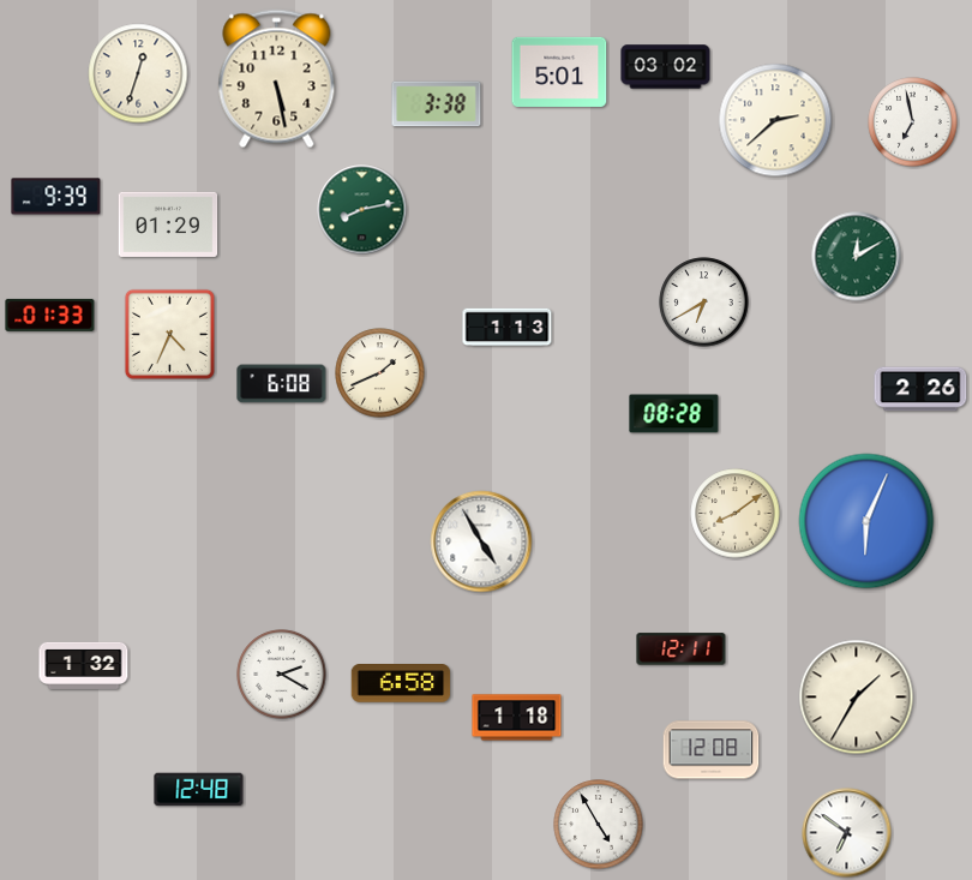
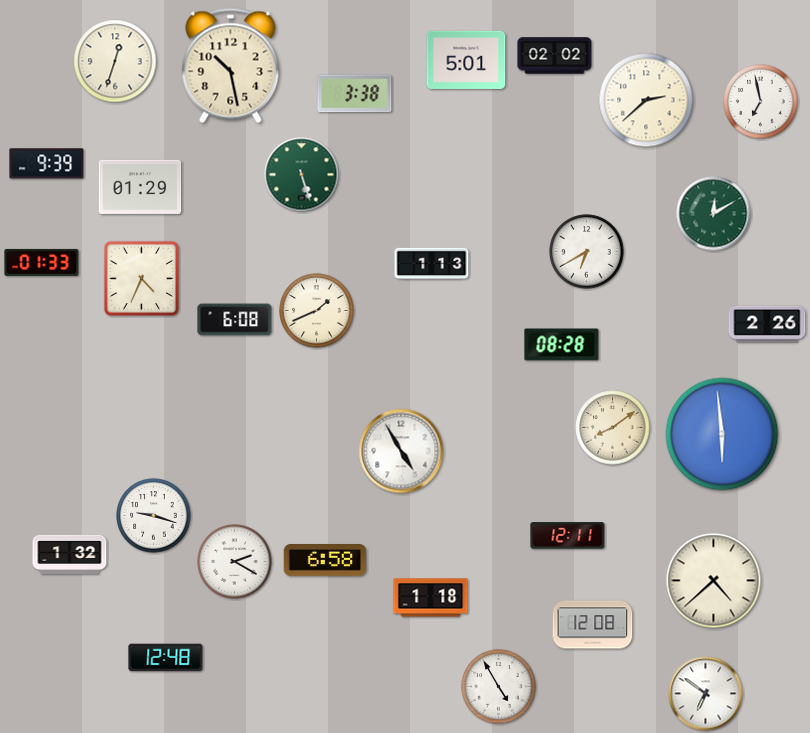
clock at (666, 67): 03:02 -> 02:02
clock at (277, 79): 5:28 -> 10:28
clock at (437, 104) position: (437, 104) -> (355, 94)
clock at (362, 210): 8:13 -> 5:27
clock at (508, 328) position: (508, 328) -> (432, 264)
clock at (866, 521): 6:04 -> 5:59
clock at (154, 516): none -> 9:18
clock at (682, 649) position: (682, 649) -> (568, 536)
clock at (401, 684) position: (401, 684) -> (325, 561)
clock at (857, 698): 1:35 -> 4:38
